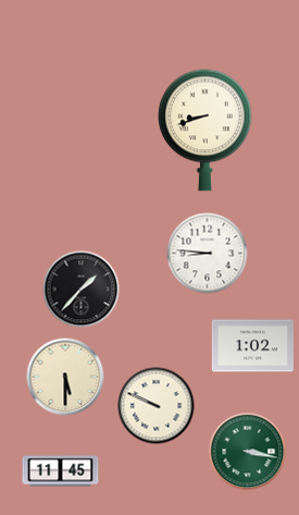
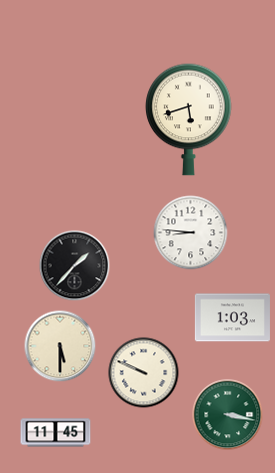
clock at (205, 130): 8:42 -> 5:42
clock at (252, 346): 1:02 -> 1:03
